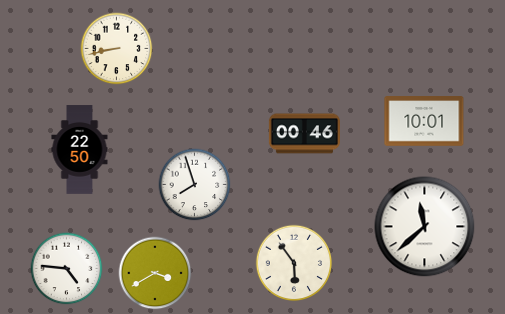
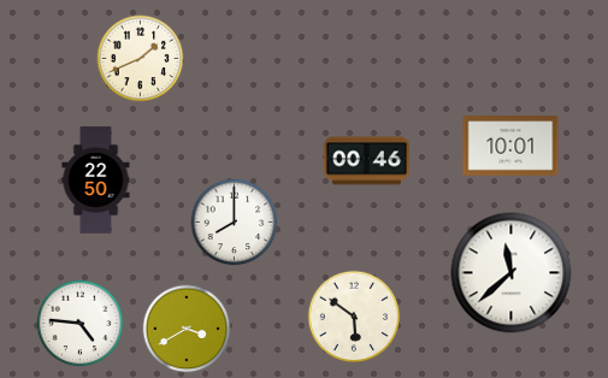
clock at (117, 49): 8:43 -> 1:41
clock at (195, 185): 7:57 -> 8:00
clock at (294, 263): 5:54 -> 5:51
